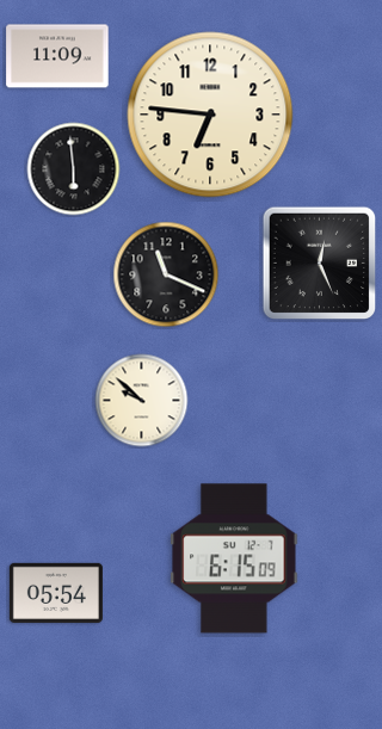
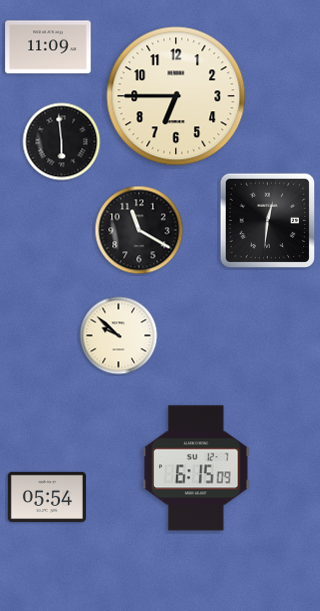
clock at (210, 115): 6:46 -> 6:45
clock at (320, 264): 12:26 -> 12:31
clock at (166, 274): 11:19 -> 11:20
